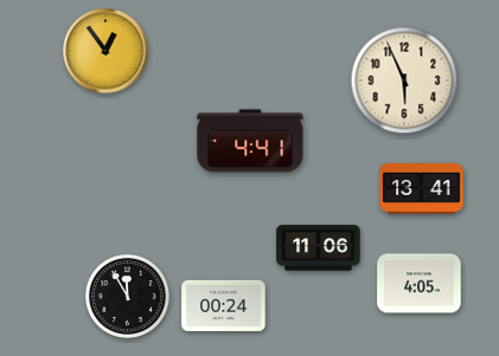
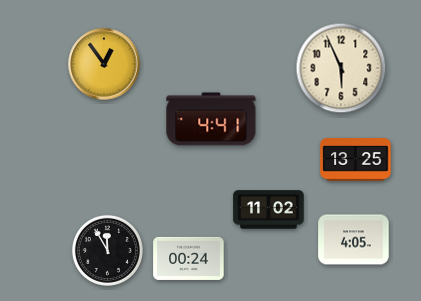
clock at (105, 51) position: (105, 51) -> (104, 64)
clock at (422, 189): 13:41 -> 13:25
clock at (319, 248): 11:06 -> 11:02
